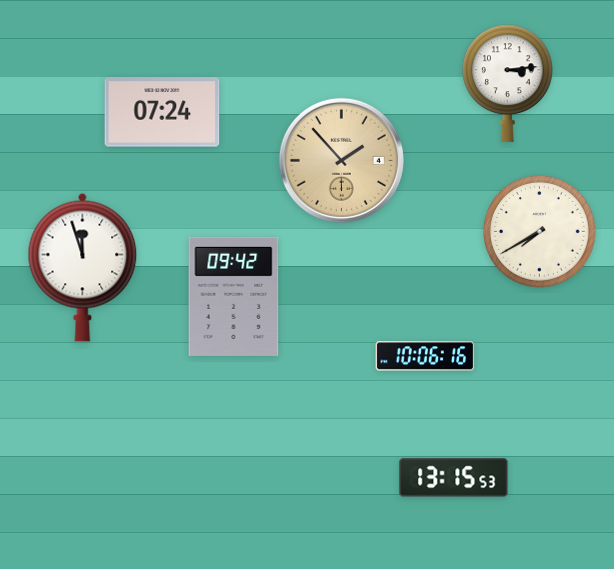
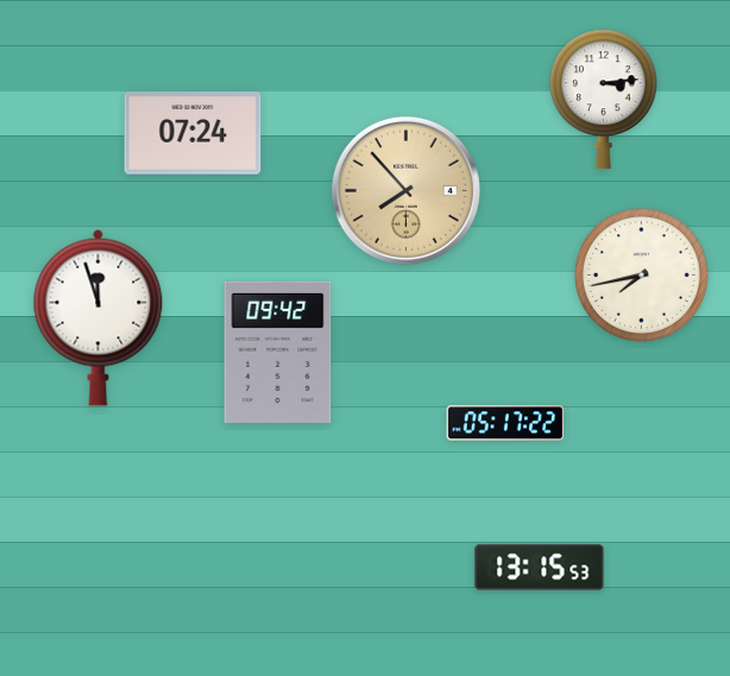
clock at (341, 160): 1:53 -> 7:53
clock at (539, 231): 7:40 -> 7:43
clock at (425, 356): 10:06 -> 05:17
